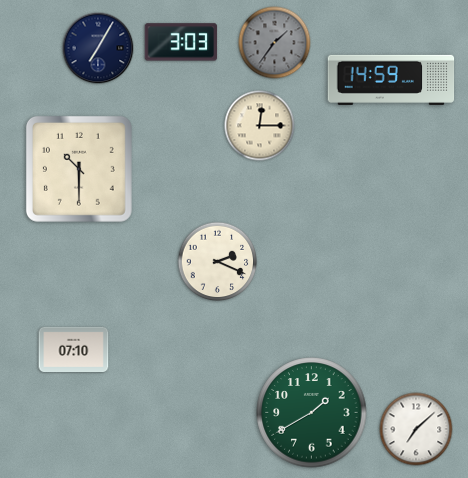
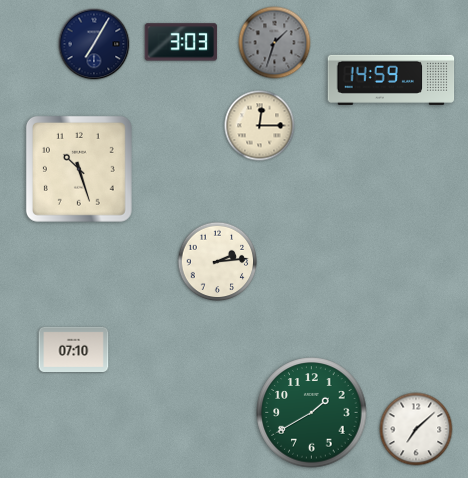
clock at (275, 43): 1:36 -> 1:33
clock at (98, 48) position: (98, 48) -> (94, 44)
clock at (79, 169): 10:30 -> 10:27
clock at (218, 262): 2:19 -> 2:14
